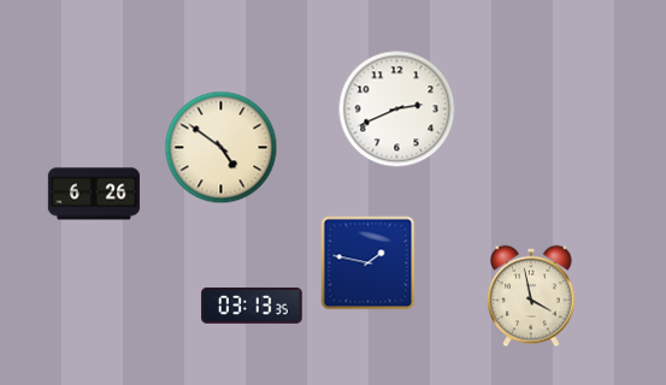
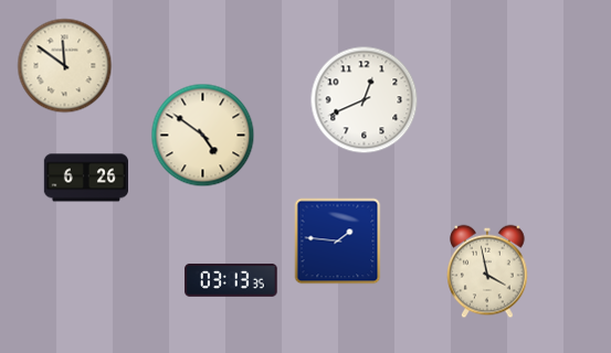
clock at (65, 66): none -> 11:51
clock at (397, 109): 2:41 -> 12:41
clock at (369, 263): 1:47 -> 1:46
